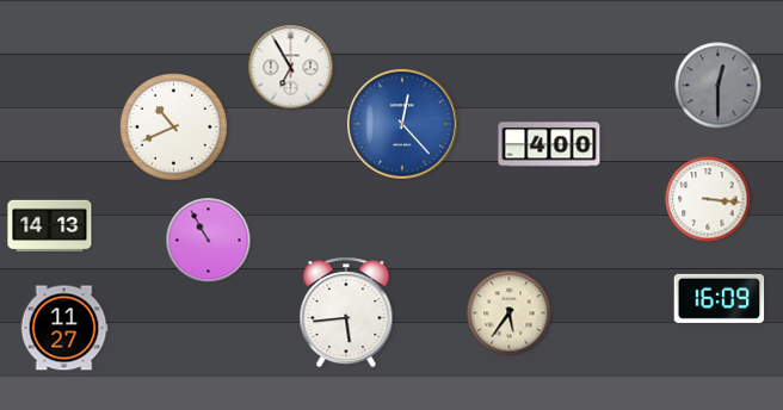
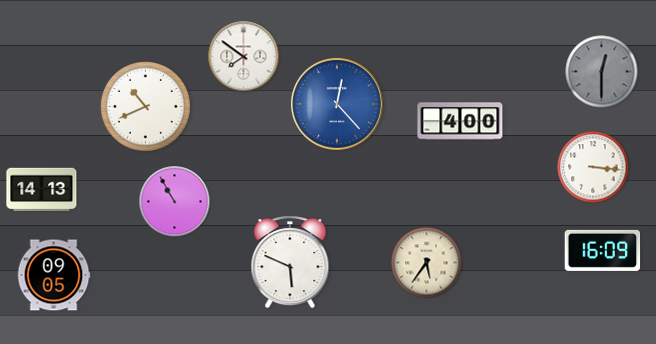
clock at (291, 68): 6:55 -> 7:51
clock at (346, 312): 5:44 -> 5:49
clock at (64, 328): 11:27 -> 09:05
